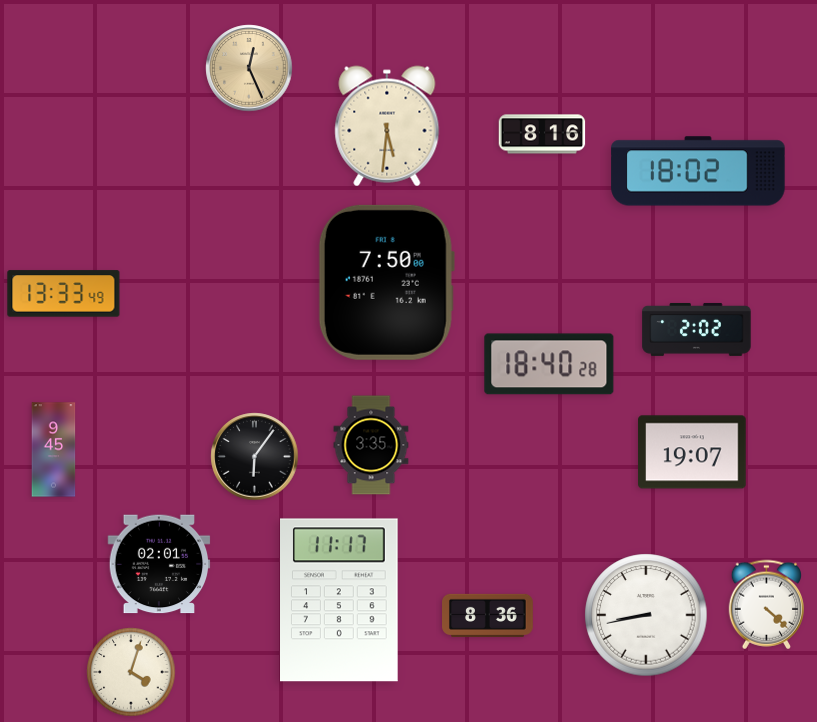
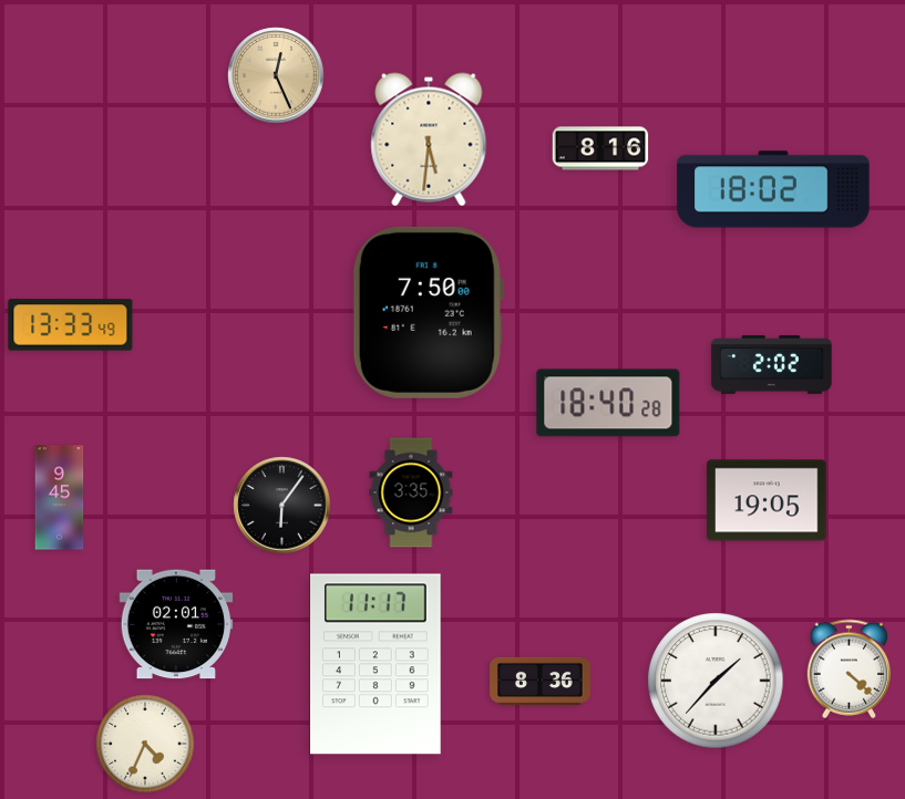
clock at (692, 452): 19:07 -> 19:05
clock at (646, 615): 8:43 -> 1:37
clock at (131, 672): 4:03 -> 4:34
